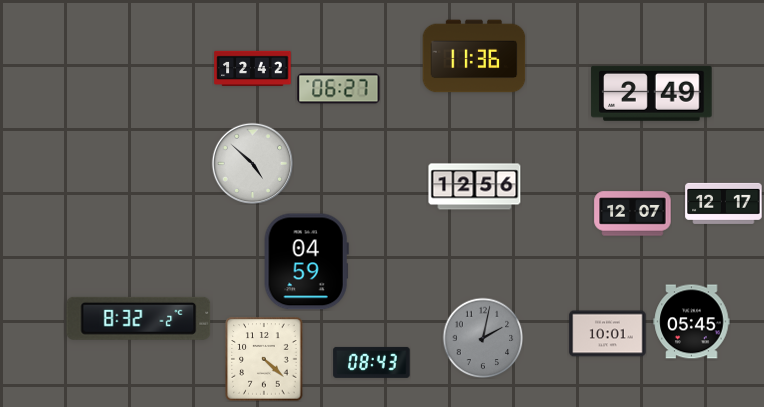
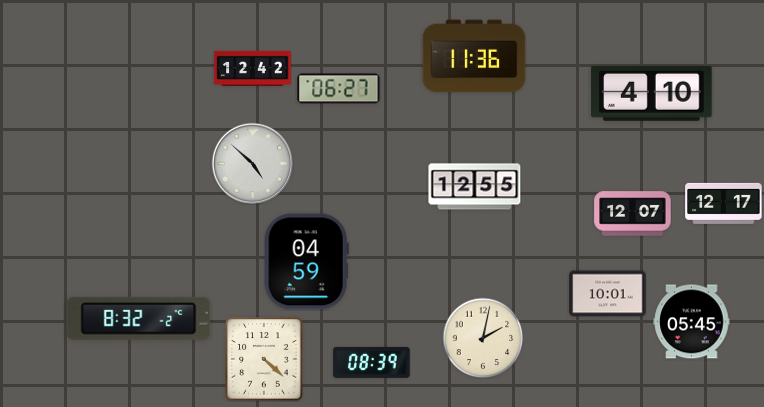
clock at (652, 93): 2:49 -> 4:10
clock at (475, 187): 12:56 -> 12:55
clock at (608, 334) position: (608, 334) -> (608, 294)
clock at (483, 338) dial: grey -> cream
clock at (372, 362): 08:43 -> 08:39
